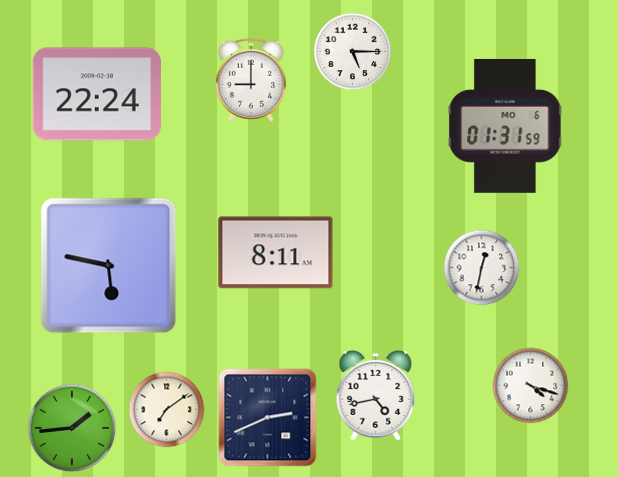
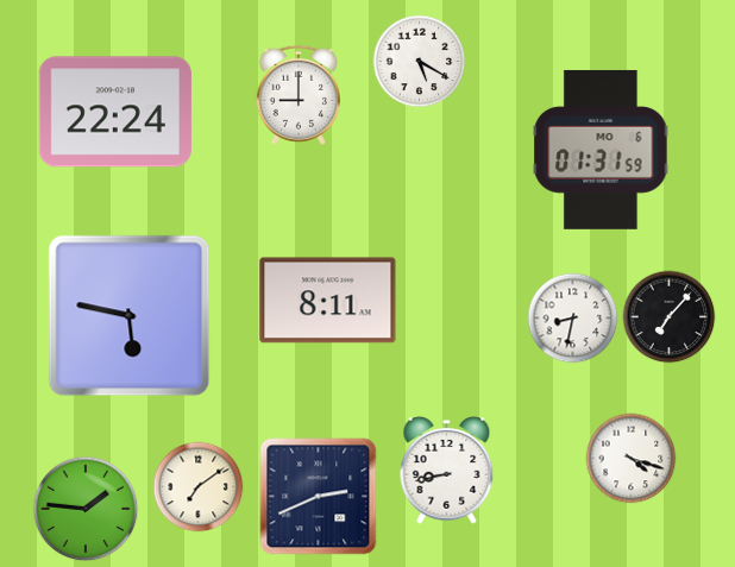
clock at (353, 52): 5:15 -> 5:20
clock at (670, 317): none -> 7:07
clock at (482, 268): 12:32 -> 8:32
clock at (376, 395): 4:43 -> 8:43
clock at (72, 428): 1:44 -> 1:46
